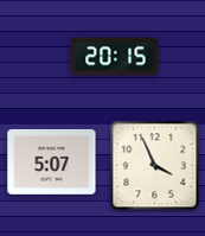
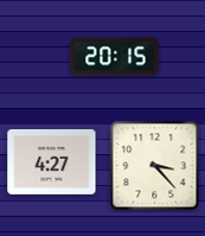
clock at (52, 161): 5:07 -> 4:27
clock at (155, 166): 3:56 -> 3:23
